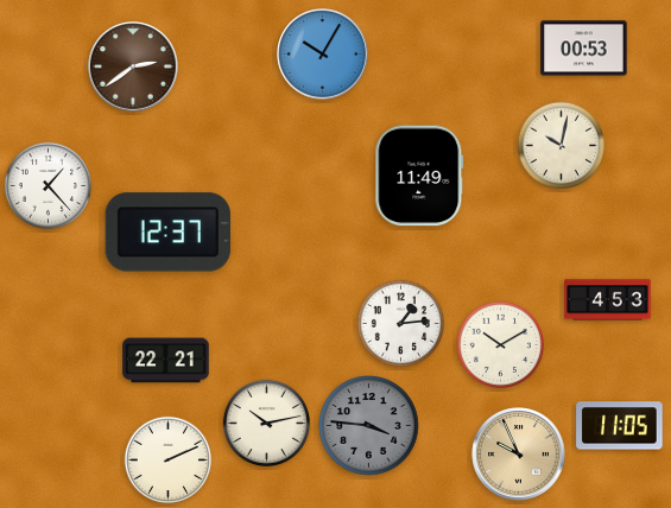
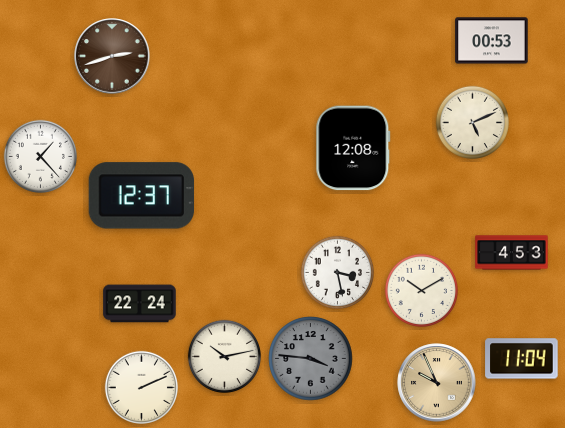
clock at (323, 55): 10:05 -> none
clock at (133, 66): 2:39 -> 2:42
clock at (561, 145): 10:02 -> 5:11
clock at (419, 176): 11:49 -> 12:08
clock at (400, 323): 1:14 -> 3:28
clock at (166, 361): 22:21 -> 22:24
clock at (620, 426): 11:05 -> 11:04
